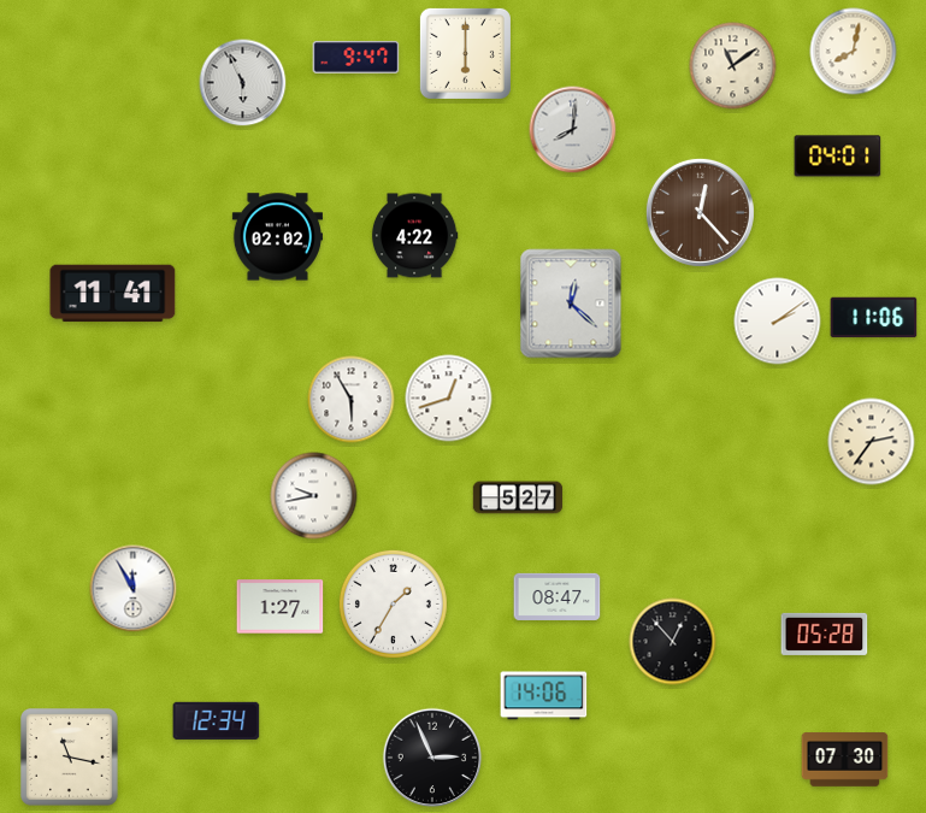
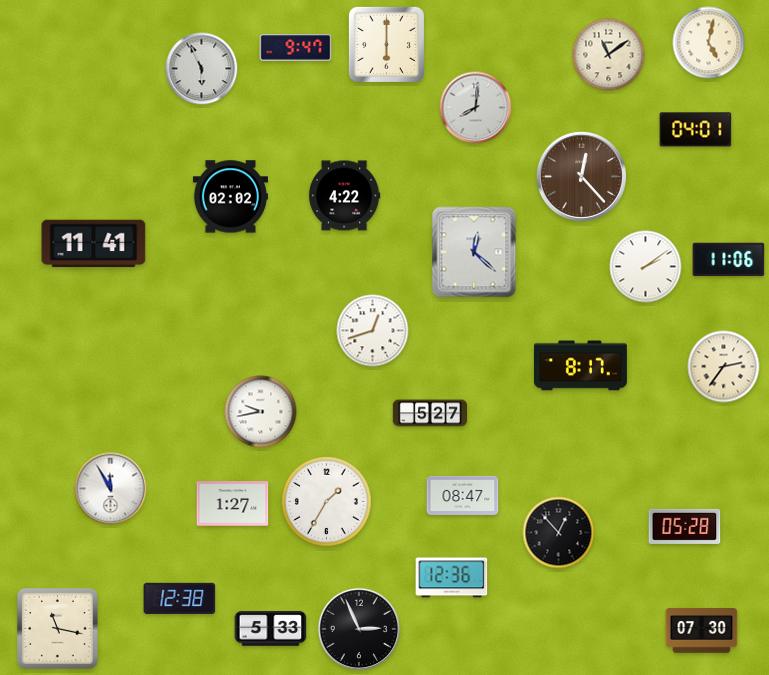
clock at (854, 52): 8:02 -> 5:02
clock at (874, 318) position: (874, 318) -> (729, 260)
clock at (352, 400): 5:55 -> none
clock at (580, 366): none -> 8:17
clock at (544, 696): 14:06 -> 12:36
clock at (217, 720): 12:34 -> 12:38
clock at (271, 629): none -> 5:33
